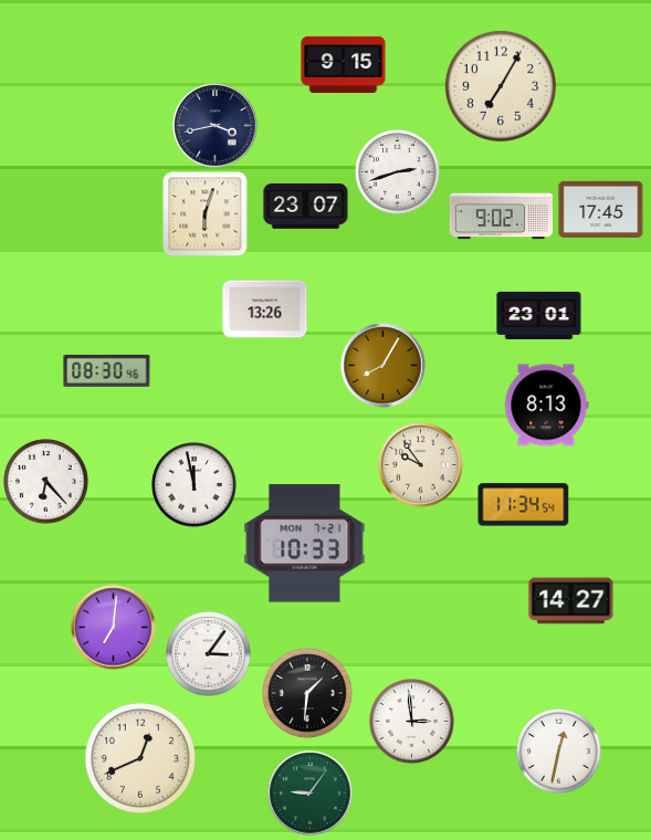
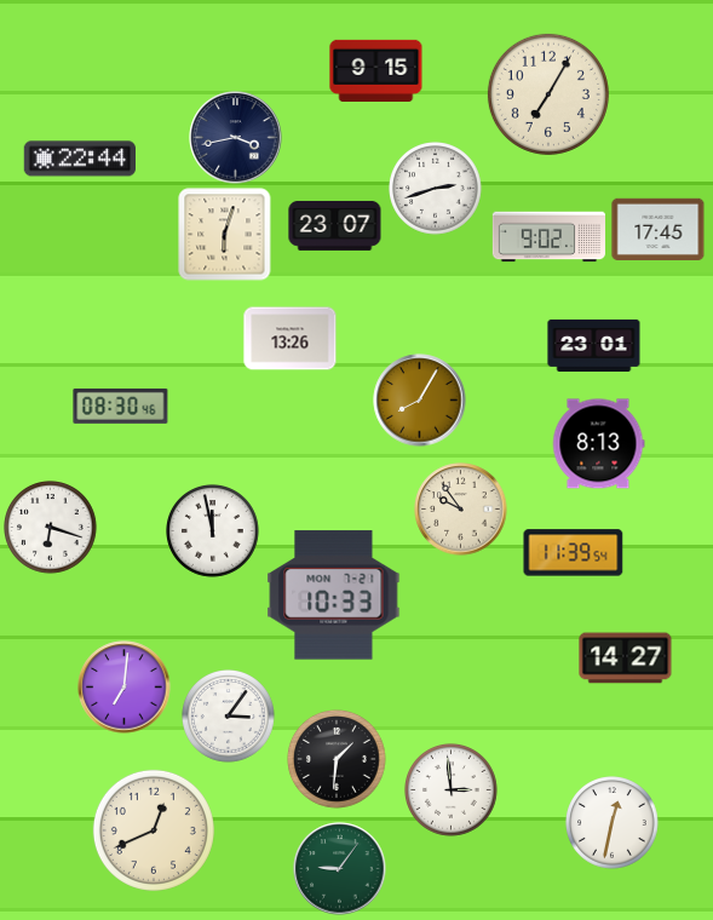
clock at (80, 159): none -> 22:44
clock at (539, 315) position: (539, 315) -> (594, 345)
clock at (107, 370) position: (107, 370) -> (121, 406)
clock at (46, 482): 6:23 -> 6:18
clock at (524, 505): 11:34 -> 11:39
